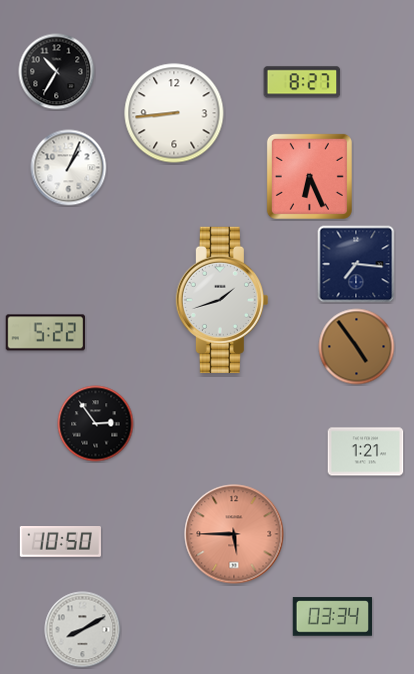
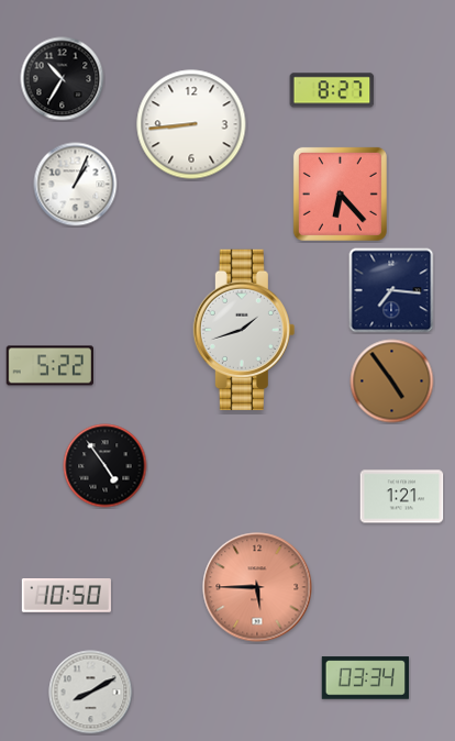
clock at (309, 176): 6:26 -> 6:23
clock at (96, 424): 2:54 -> 4:54
